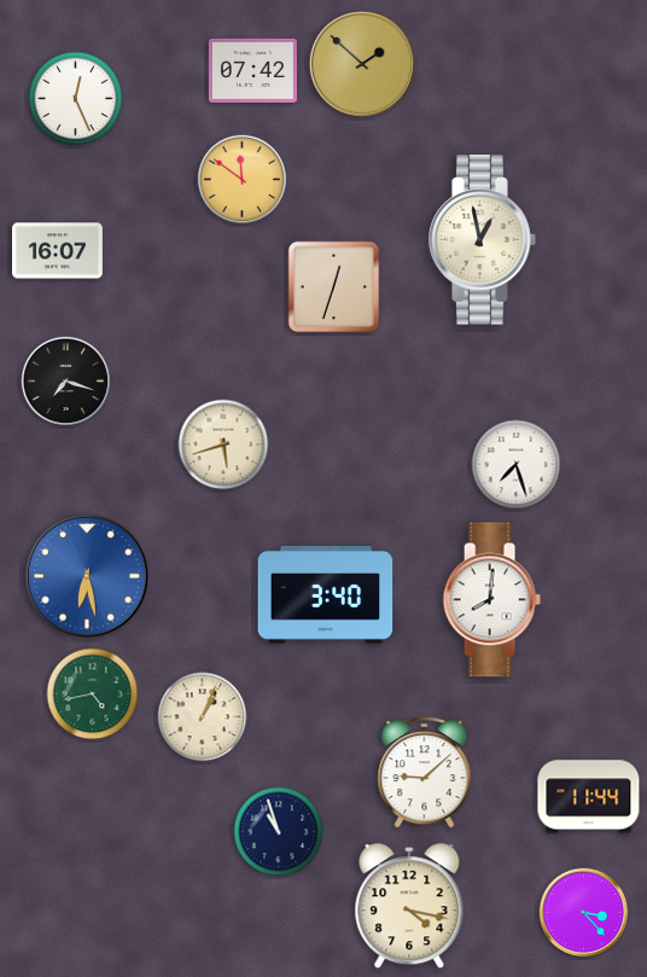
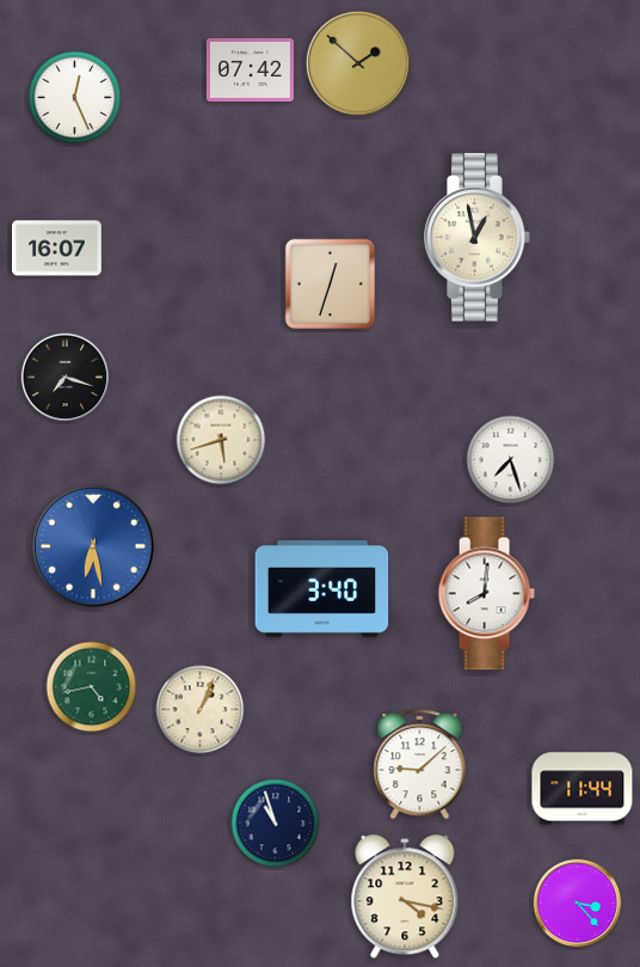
clock at (243, 180): 11:51 -> none
clock at (87, 576) position: (87, 576) -> (93, 546)
